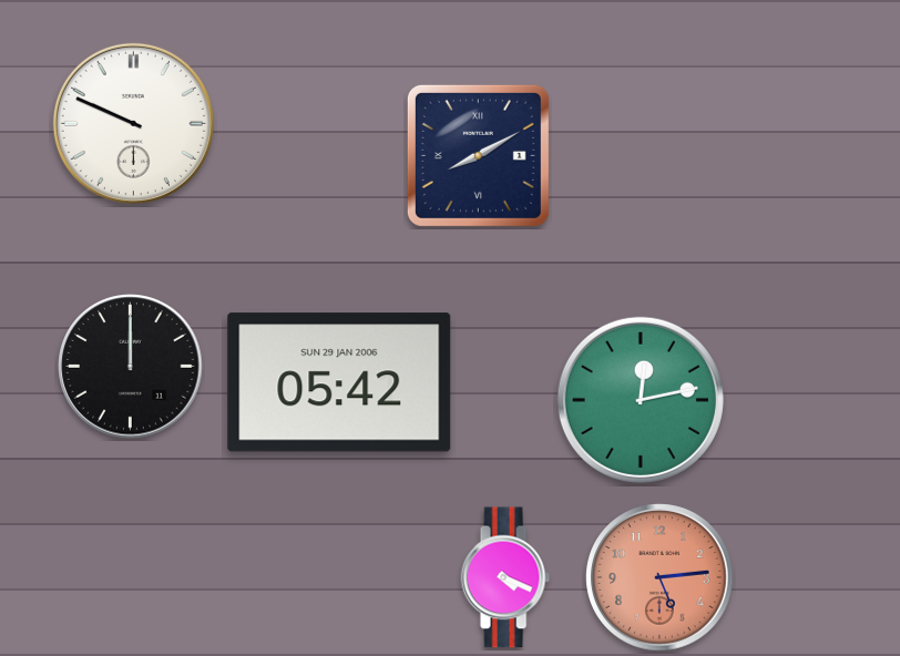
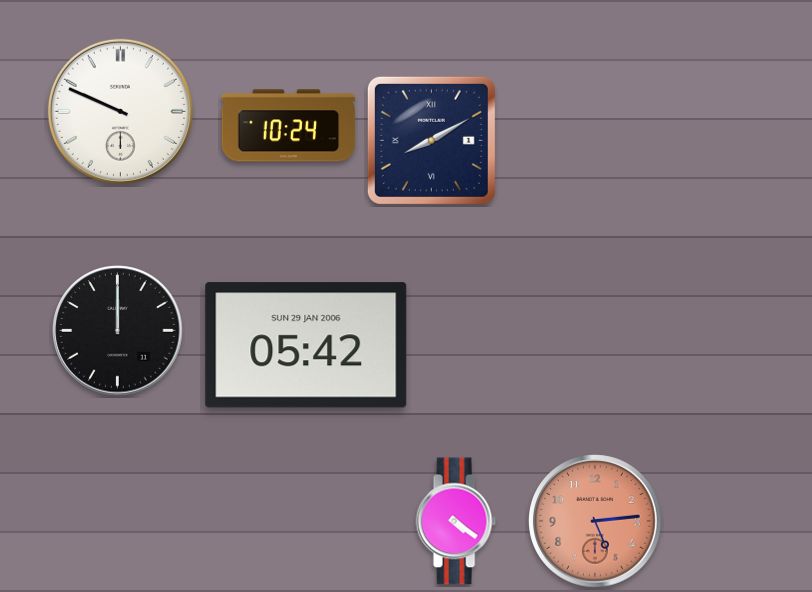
clock at (289, 126): none -> 10:24
clock at (641, 400): 12:13 -> none
clock at (505, 577): 4:19 -> 4:21
